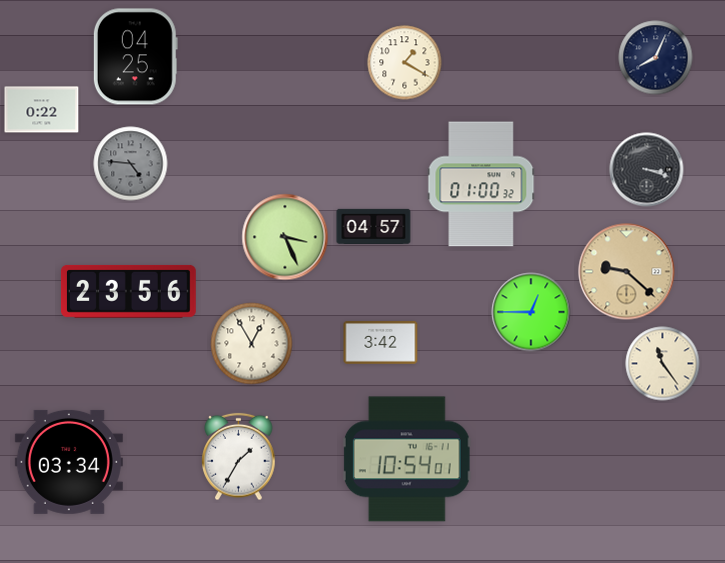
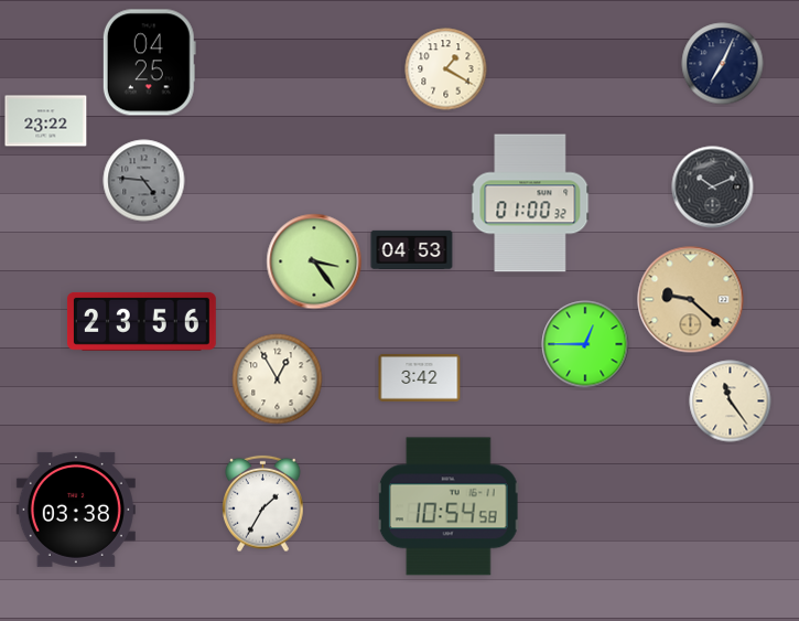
clock at (656, 58): 8:04 -> 7:04
clock at (42, 110): 0:22 -> 23:22
clock at (647, 170): 3:18 -> 10:11
clock at (374, 226): 04:57 -> 04:53
clock at (285, 237): 3:26 -> 3:24
clock at (407, 459): 10:54:01 -> 10:54:58
clock at (69, 462): 03:34 -> 03:38
